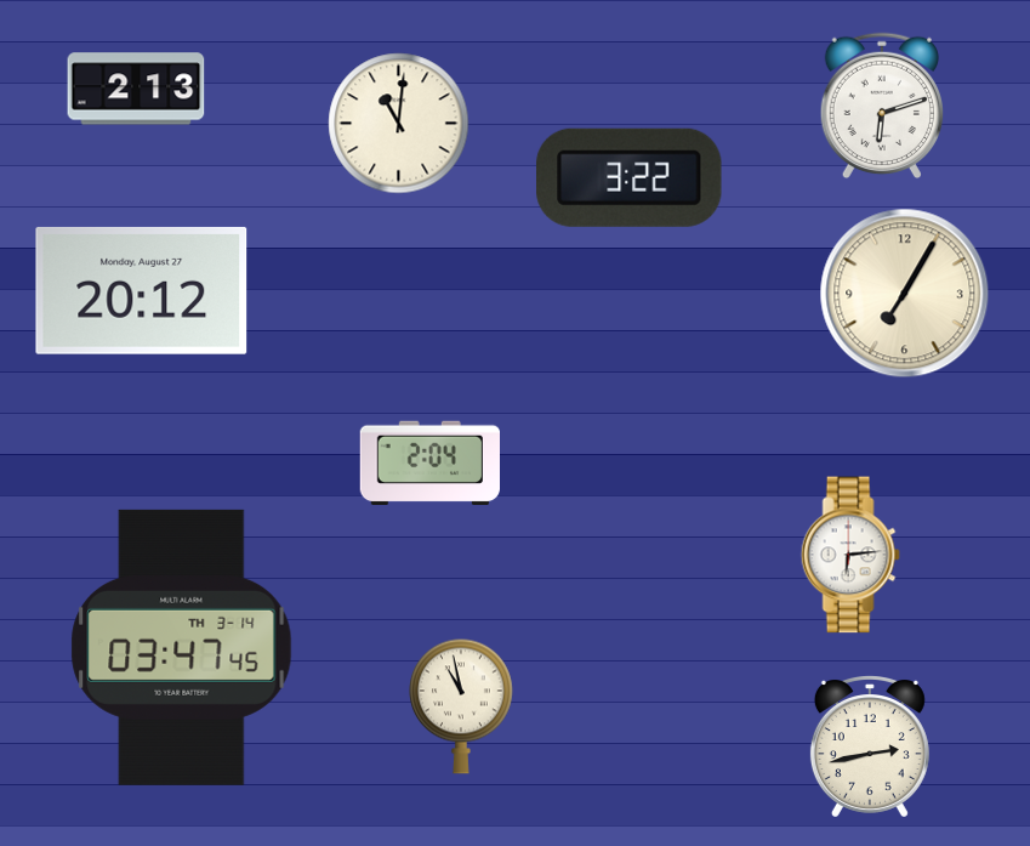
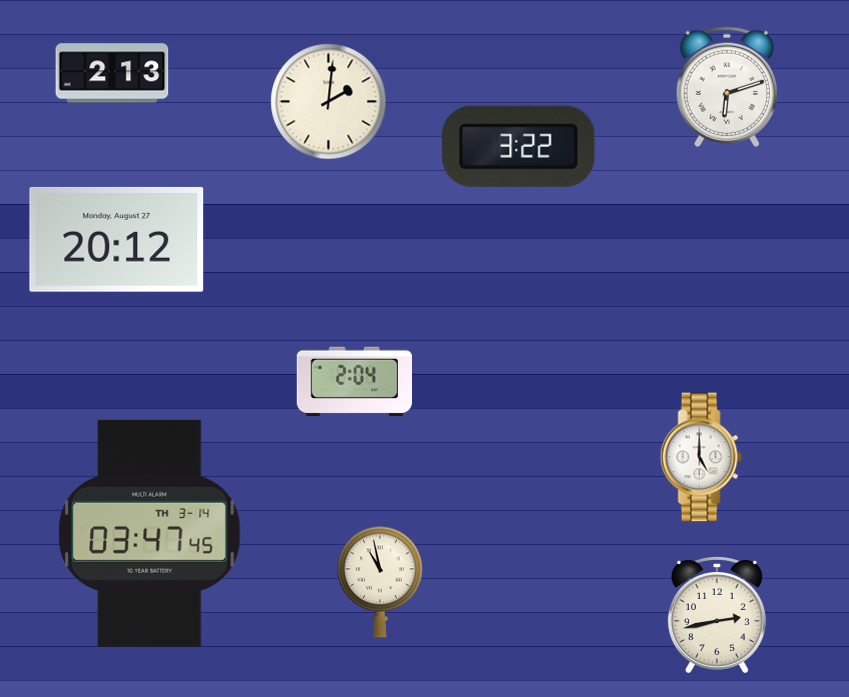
clock at (399, 124): 11:01 -> 2:01
clock at (905, 294): 7:05 -> none
clock at (850, 555): 6:14 -> 5:00
